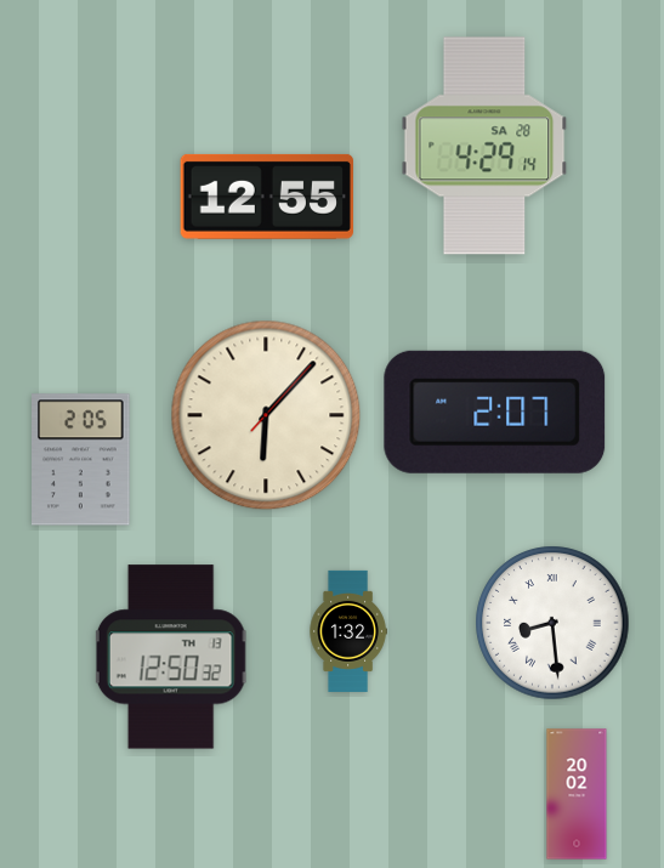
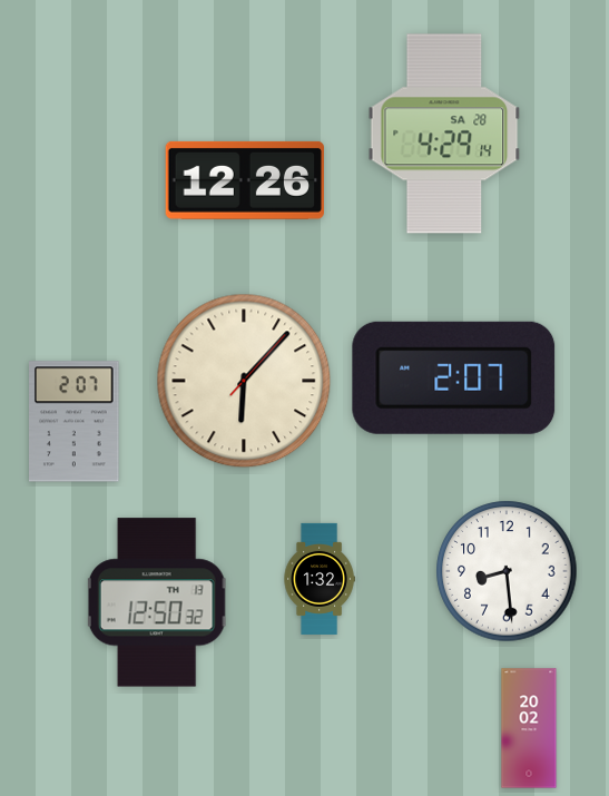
clock at (267, 197): 12:55 -> 12:26
clock at (81, 460): 2:05 -> 2:07
clock at (552, 623) numerals: Roman -> Arabic
